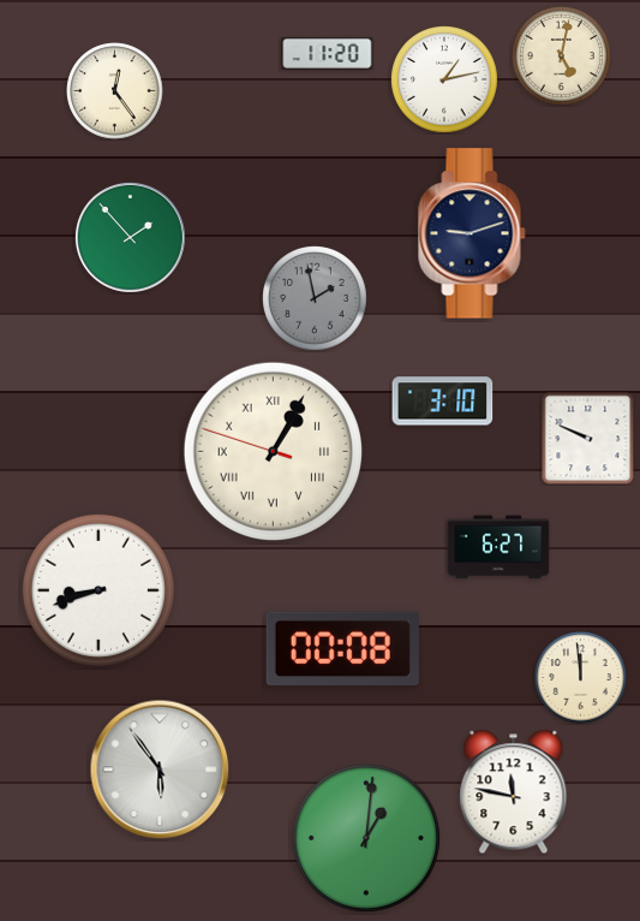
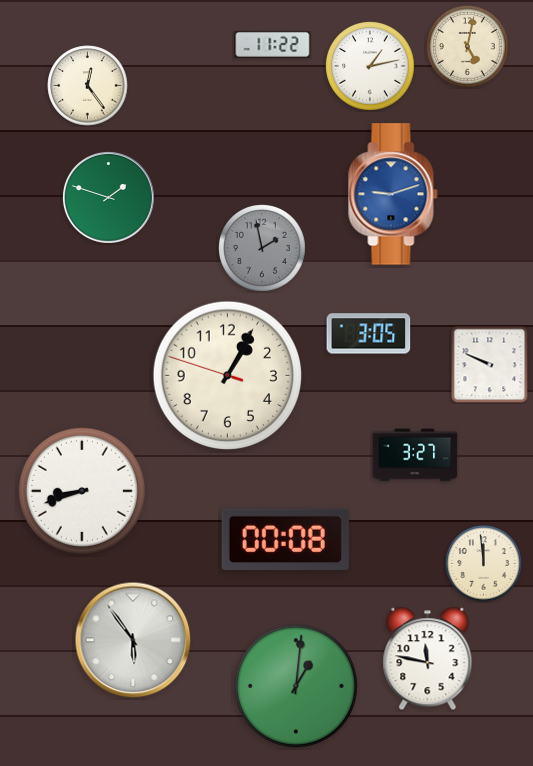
clock at (328, 53): 11:20 -> 11:22
clock at (115, 91) position: (115, 91) -> (88, 86)
clock at (472, 233) dial: navy -> blue
clock at (130, 237): 1:53 -> 1:48
clock at (443, 402): 3:10 -> 3:05
clock at (273, 451) numerals: Roman -> Arabic
clock at (498, 547): 6:27 -> 3:27
clock at (366, 838) position: (366, 838) -> (296, 686)
